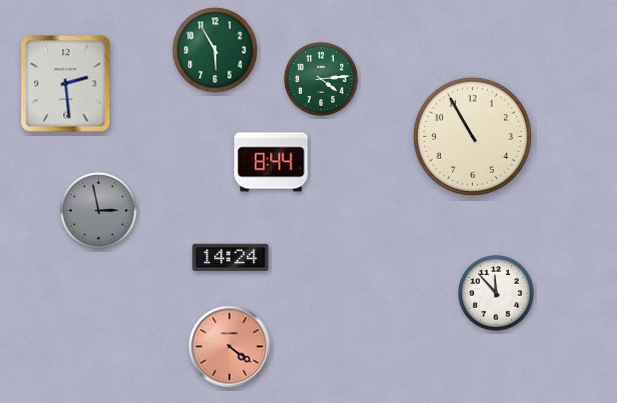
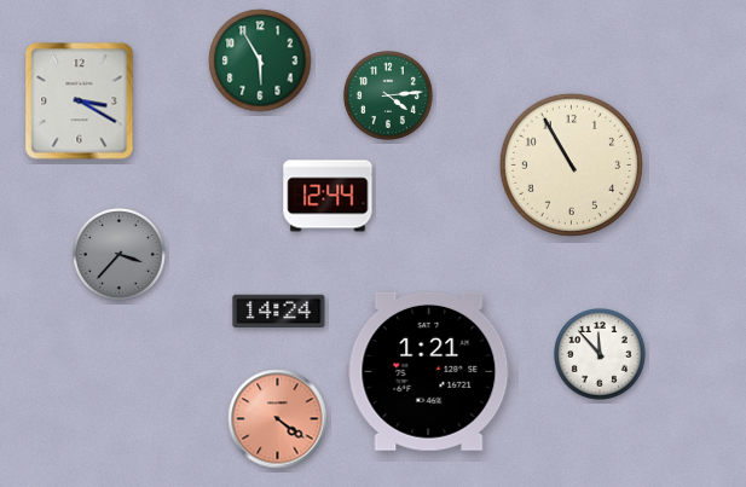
clock at (66, 84): 2:29 -> 3:20
clock at (271, 162): 8:44 -> 12:44
clock at (99, 211): 2:58 -> 3:37
clock at (429, 371): none -> 1:21
